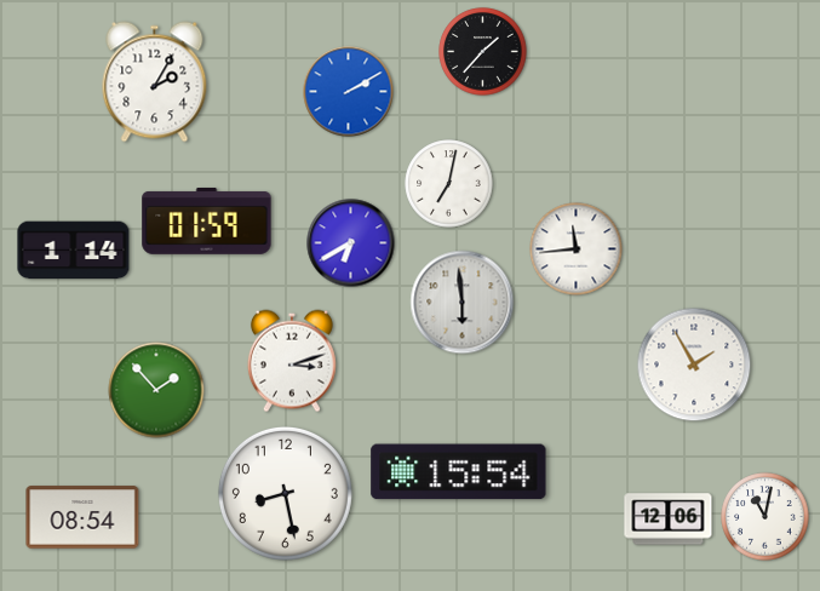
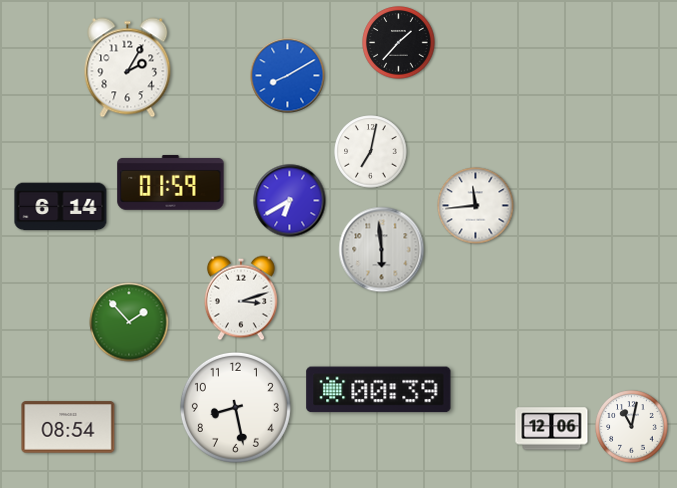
clock at (349, 92): 2:10 -> 8:10
clock at (74, 251): 1:14 -> 6:14
clock at (694, 365): 1:55 -> none
clock at (459, 472): 15:54 -> 00:39
